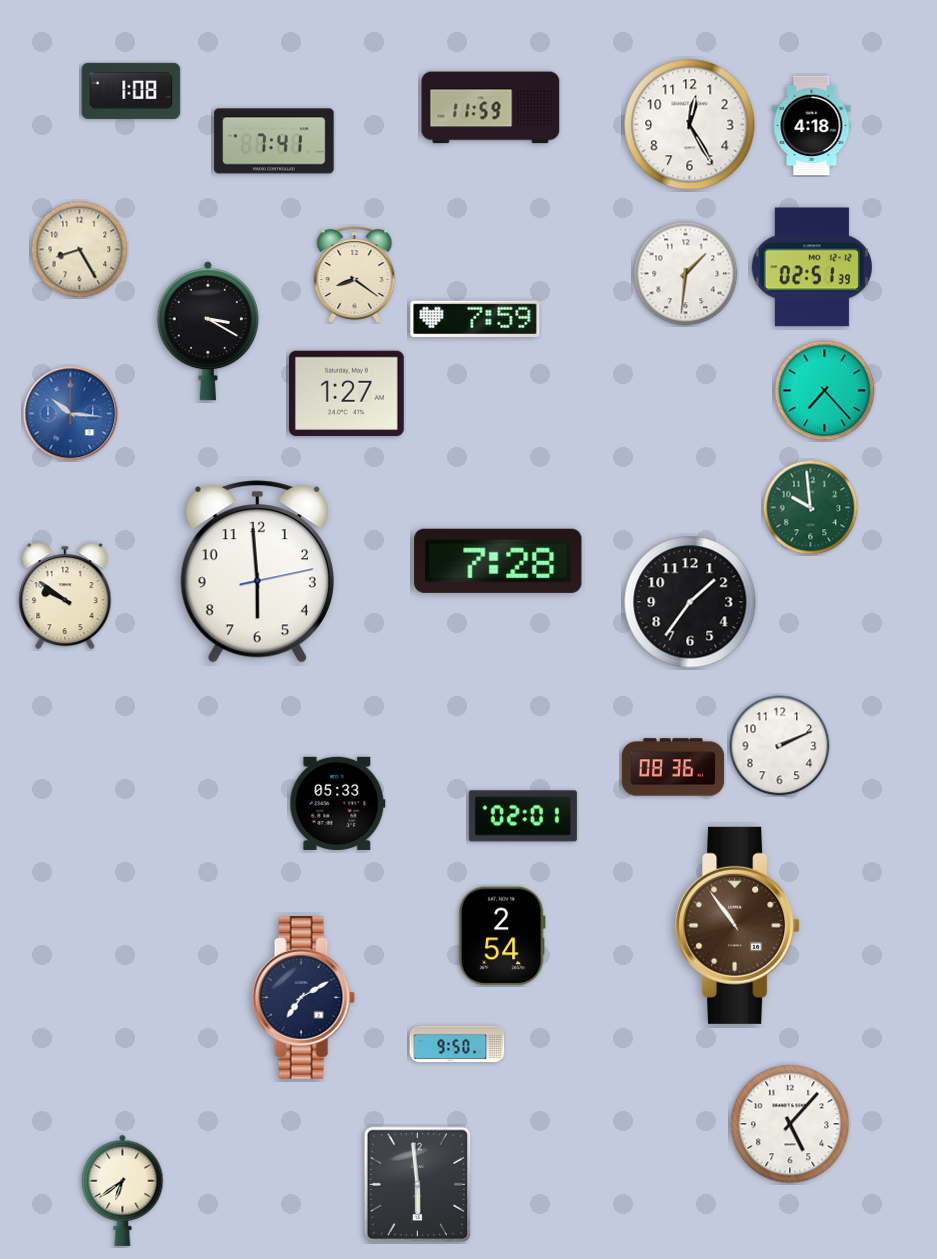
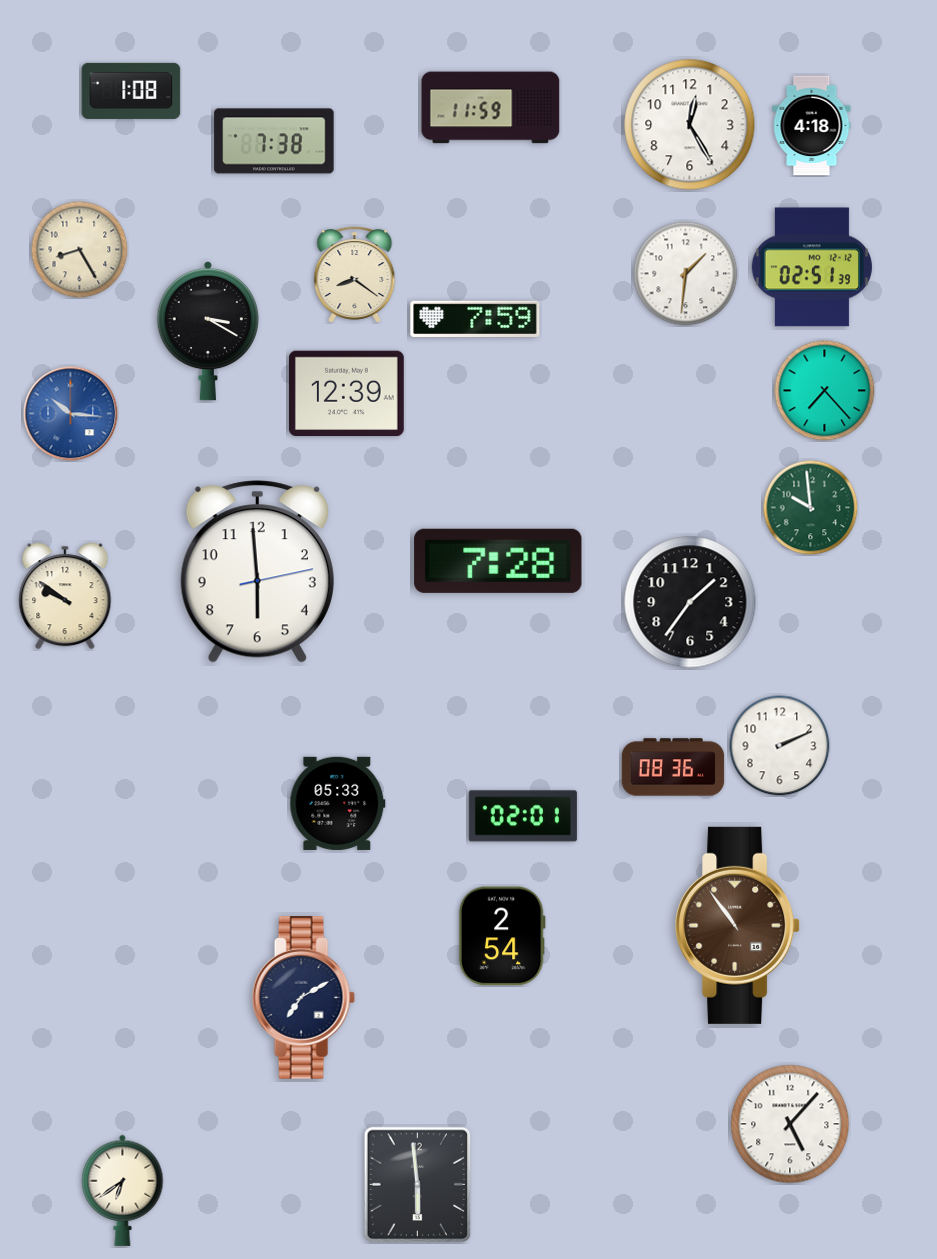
clock at (274, 141): 7:41 -> 7:38
clock at (346, 394): 1:27 -> 12:39
clock at (457, 1044): 9:50 -> none
